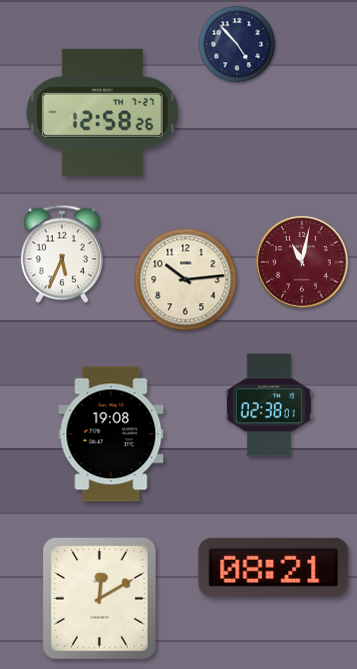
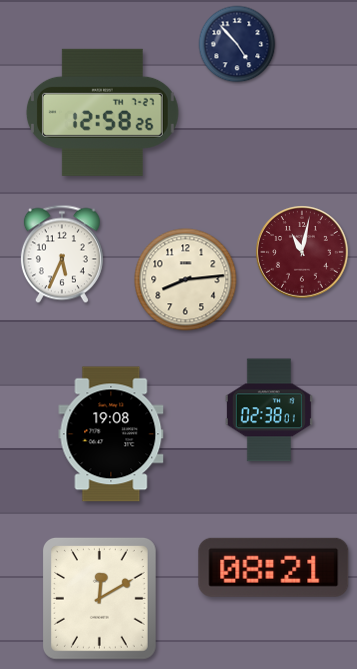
clock at (302, 262) position: (302, 262) -> (302, 252)
clock at (186, 280): 10:14 -> 8:14
clock at (269, 405) position: (269, 405) -> (269, 410)
